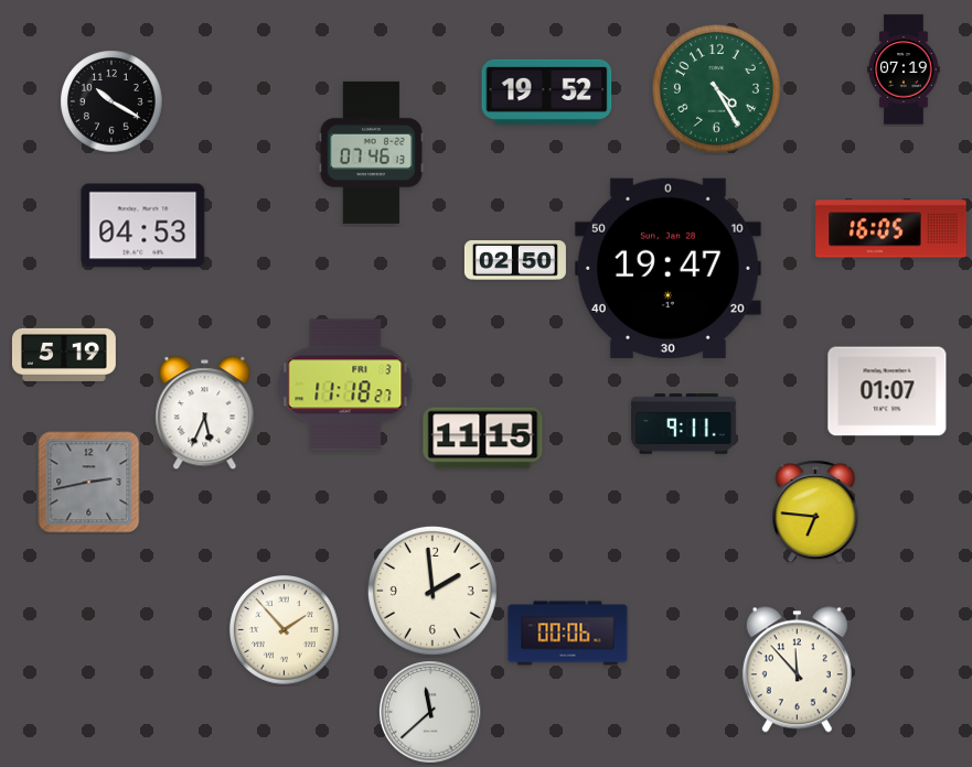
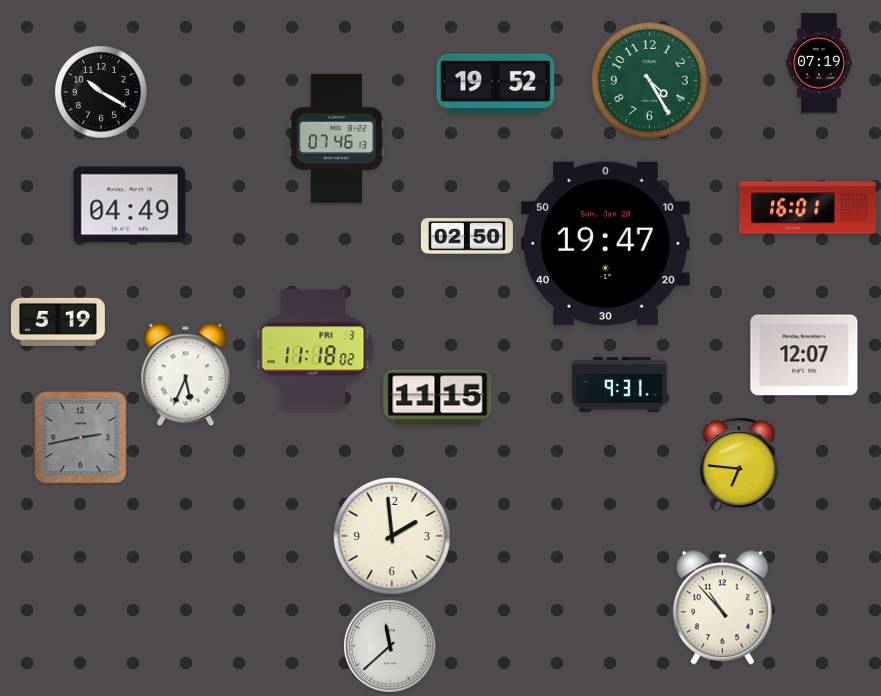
clock at (143, 226): 04:53 -> 04:49
clock at (891, 229): 16:05 -> 16:01
clock at (345, 385): 11:18:27 -> 11:18:02
clock at (887, 391): 01:07 -> 12:07
clock at (684, 424): 9:11 -> 9:31
clock at (285, 630): 1:53 -> none
clock at (568, 634): 00:06 -> none
clock at (797, 670): 11:53 -> 10:53
